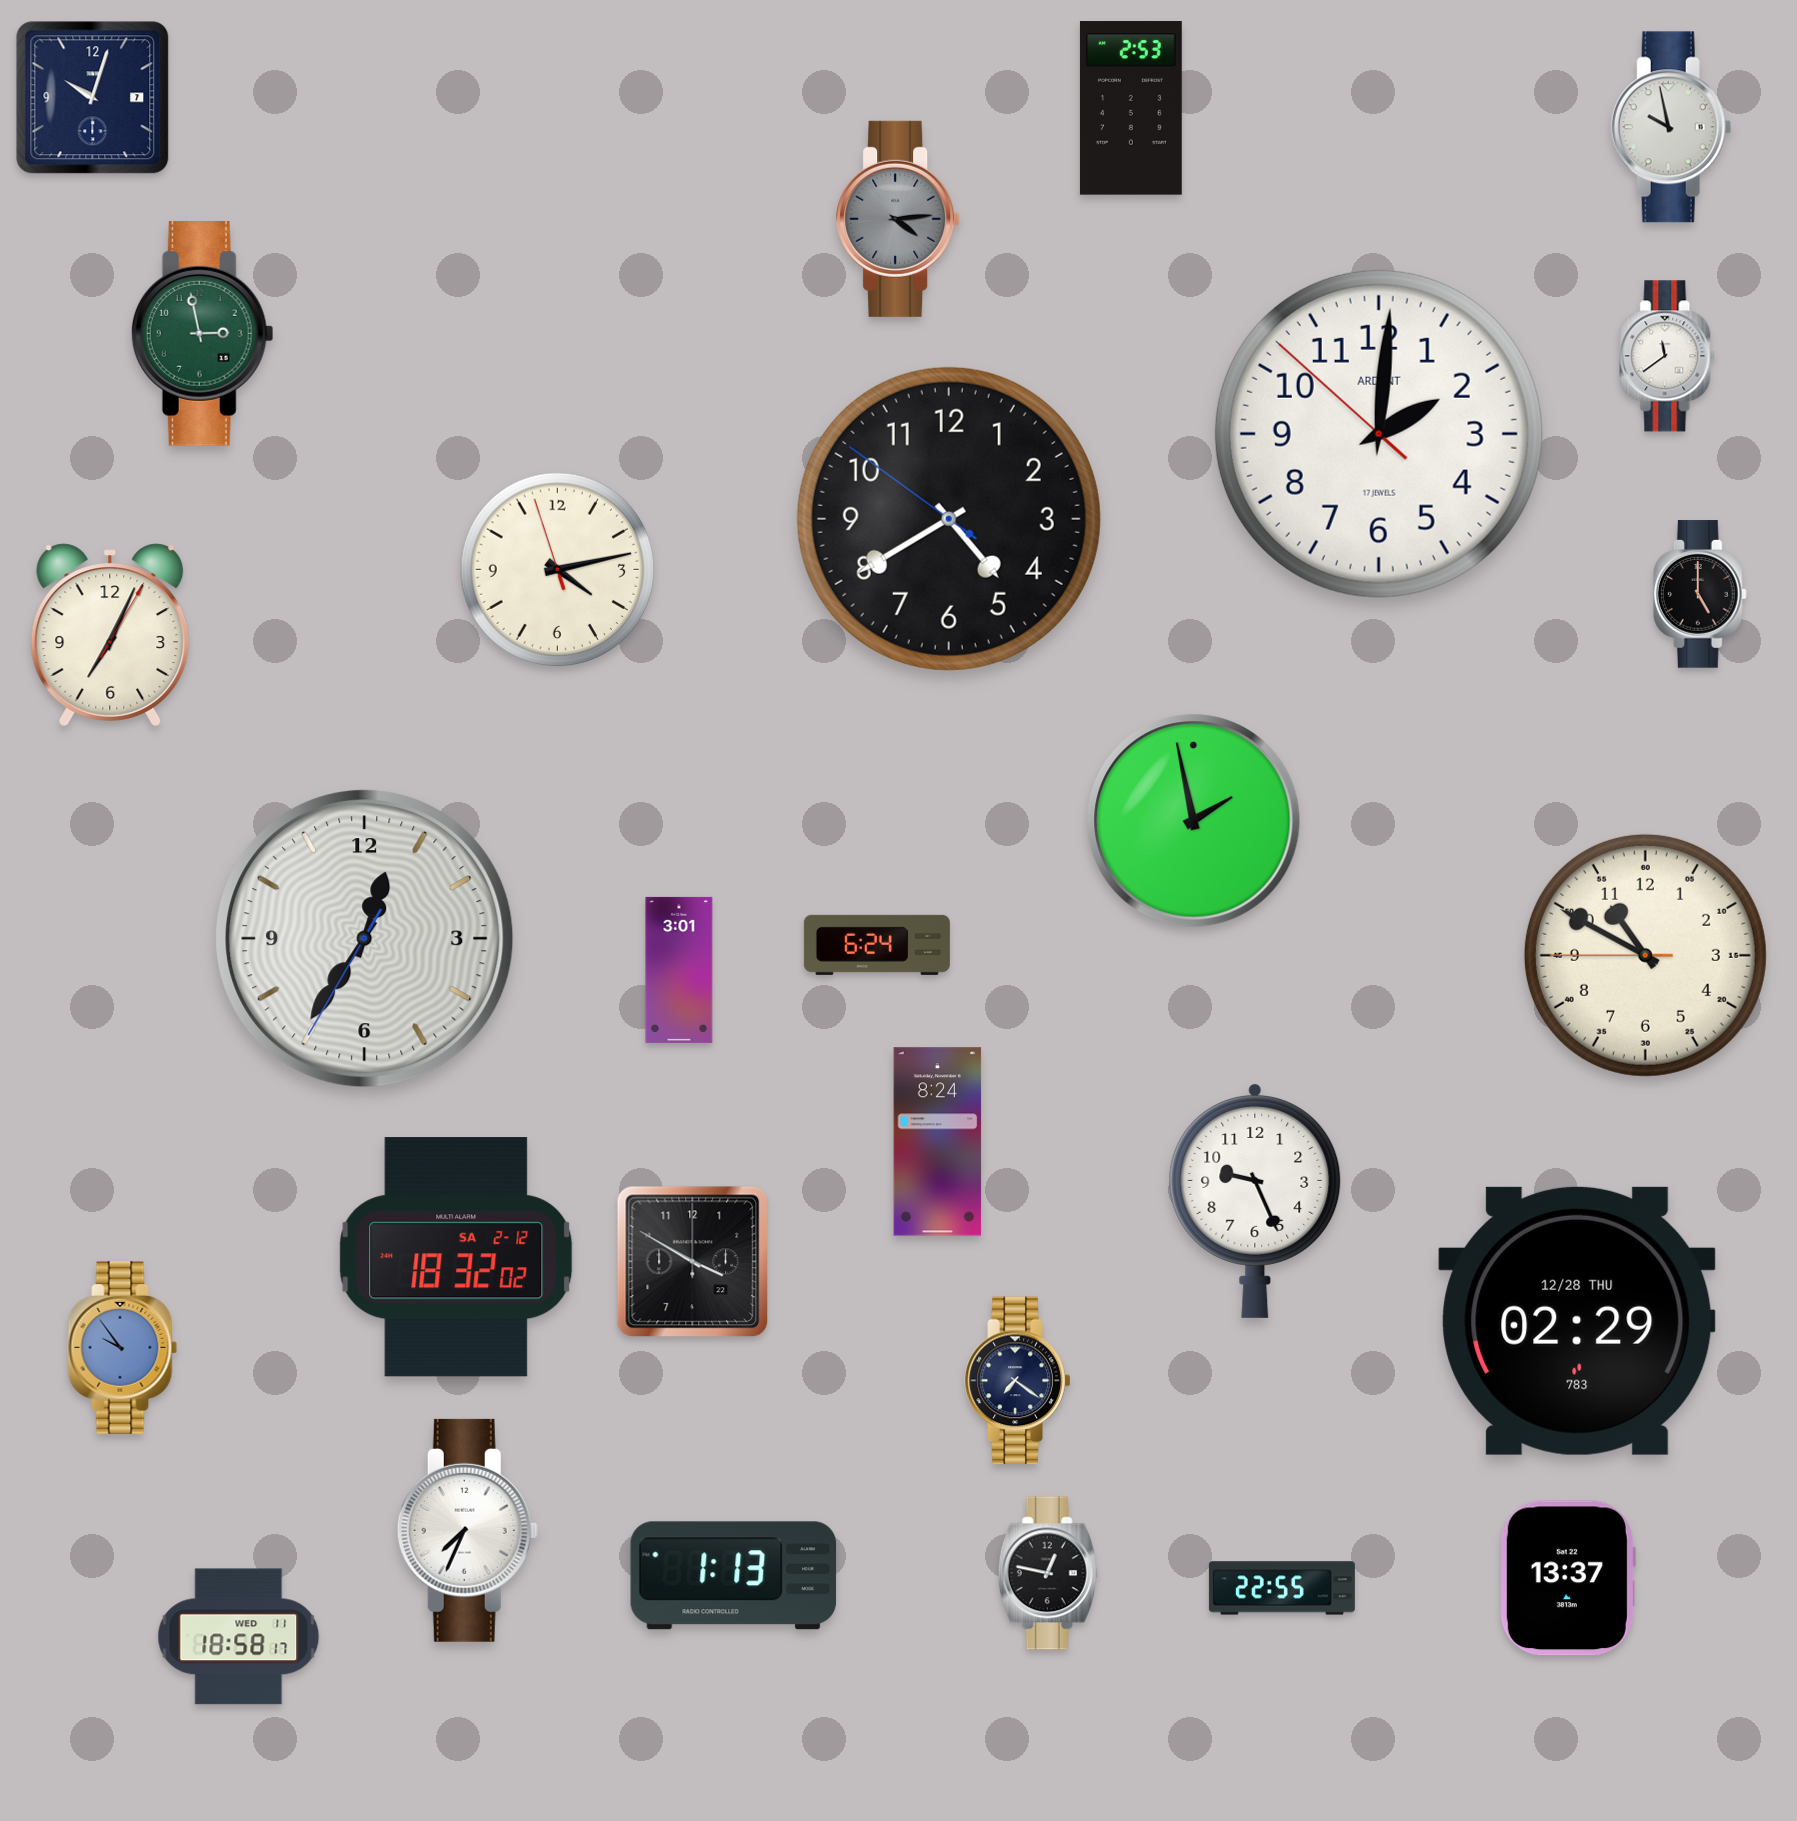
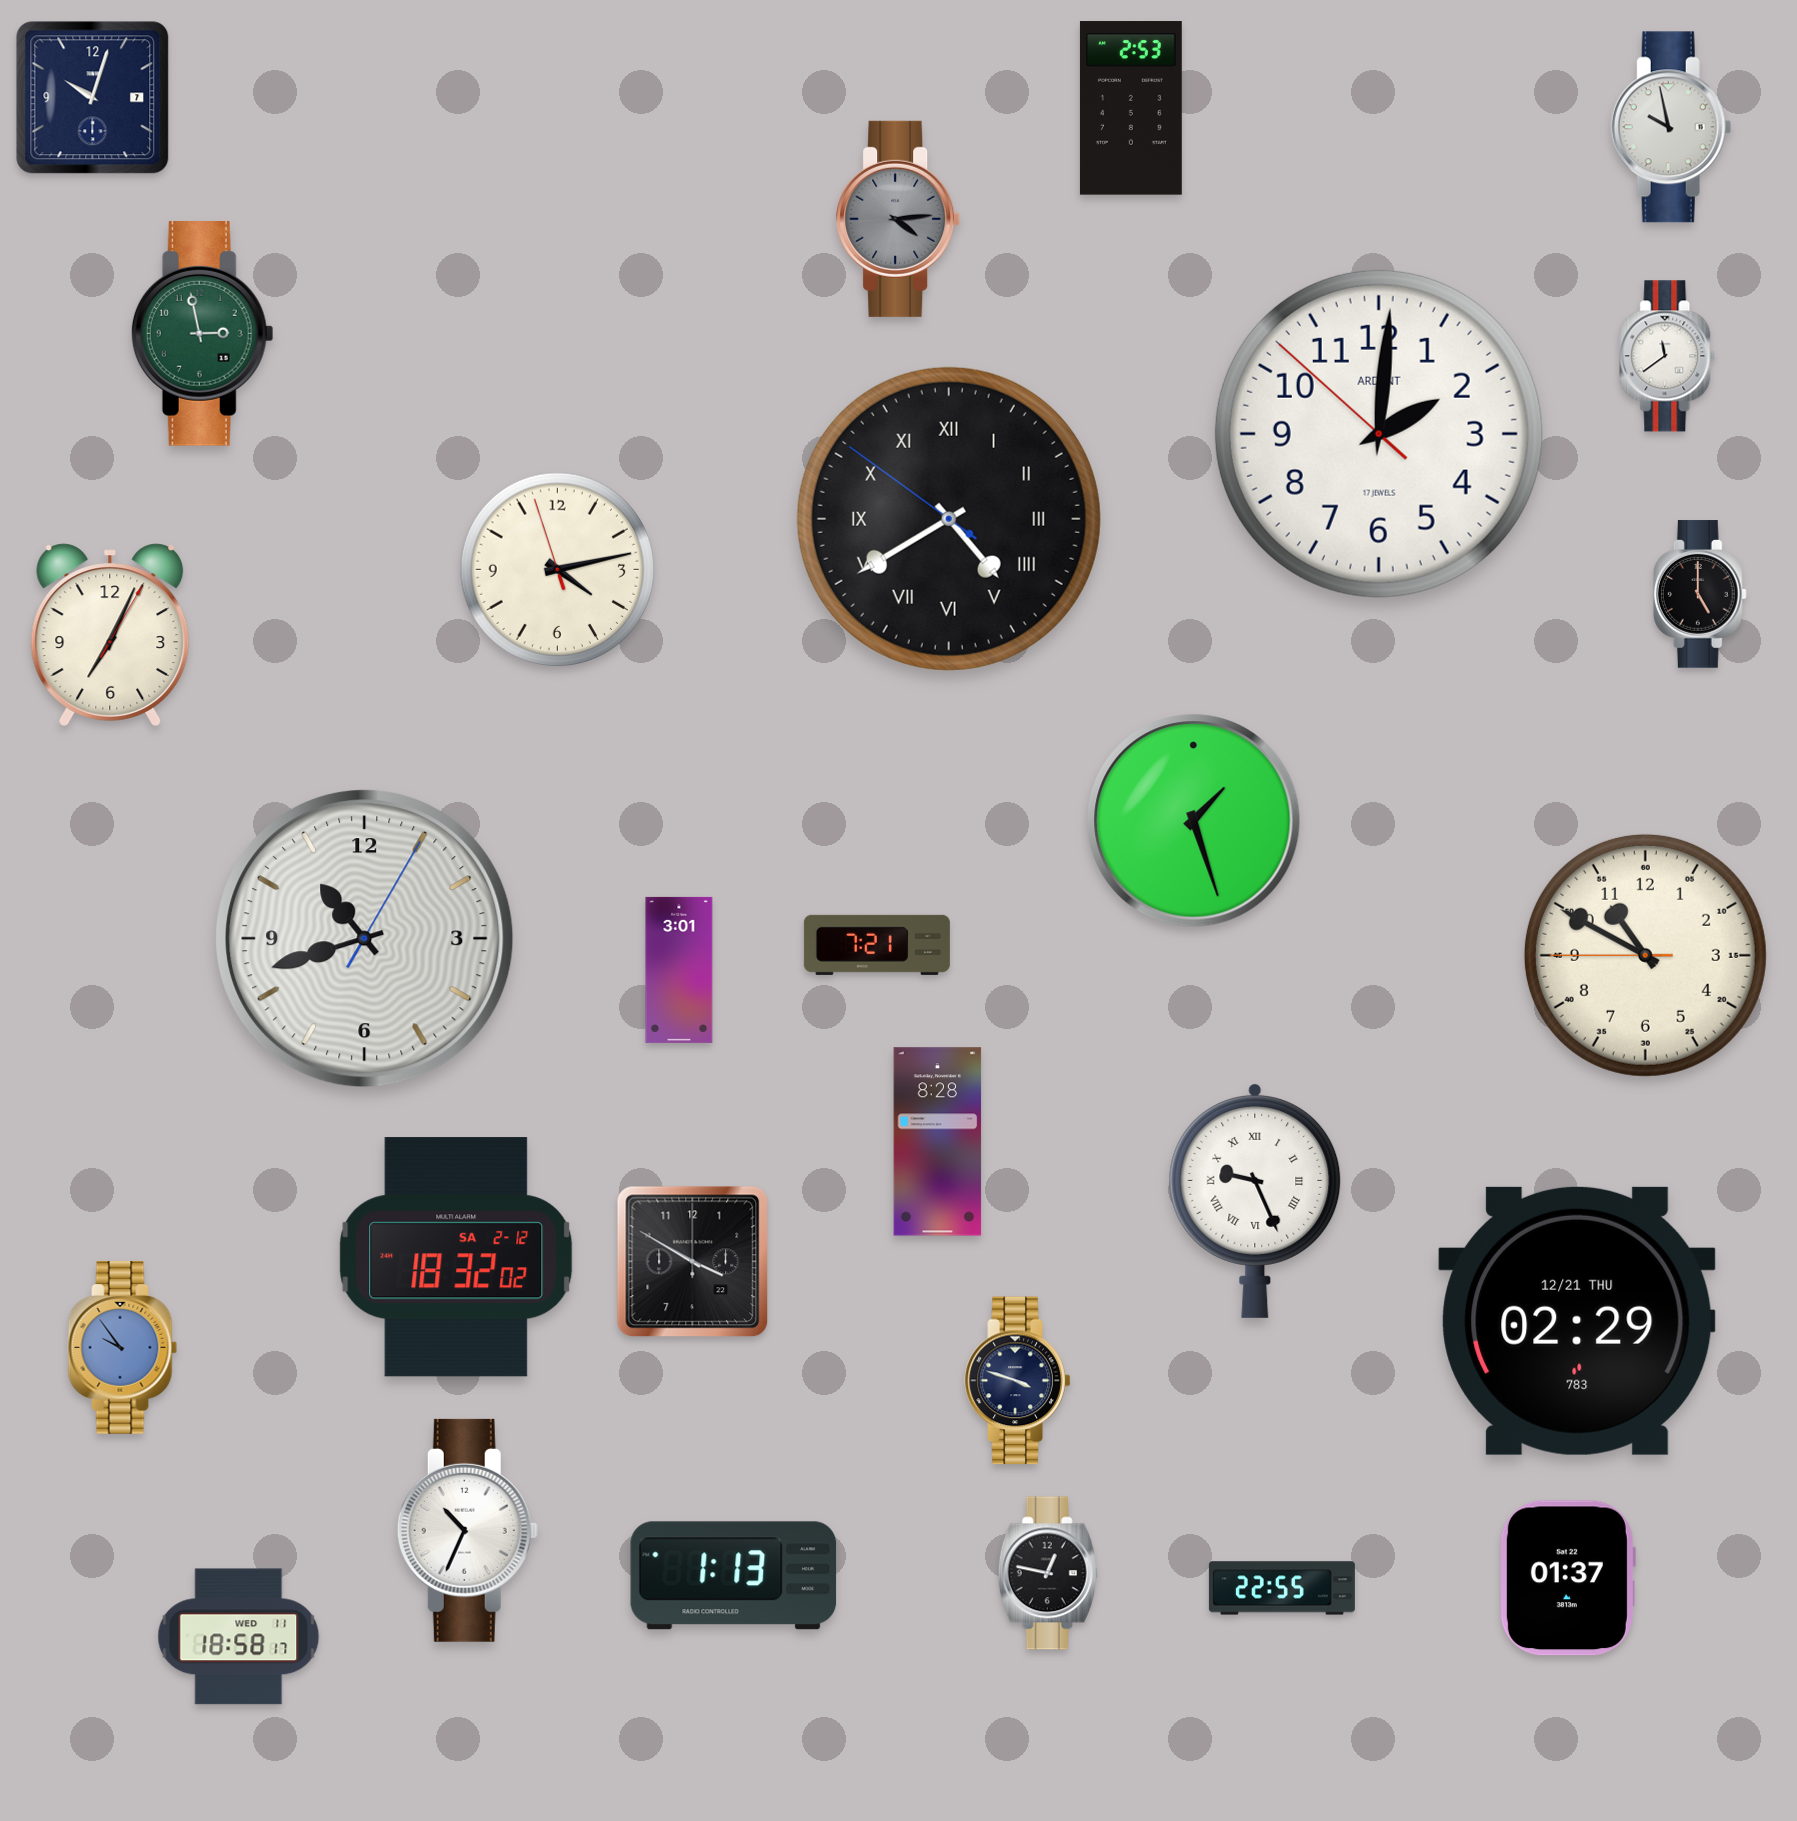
clock at (949, 519) numerals: Arabic -> Roman
clock at (1194, 821): 1:58 -> 1:27
clock at (365, 939): 12:35 -> 10:42
clock at (877, 945): 6:24 -> 7:21
clock at (938, 1142): 8:24 -> 8:28
clock at (1255, 1200) numerals: Arabic -> Roman
clock at (1577, 1321) date: 12/28 THU -> 12/21 THU
clock at (1018, 1381): 7:21 -> 3:48
clock at (467, 1530): 7:34 -> 10:34
clock at (1567, 1578): 13:37 -> 01:37
